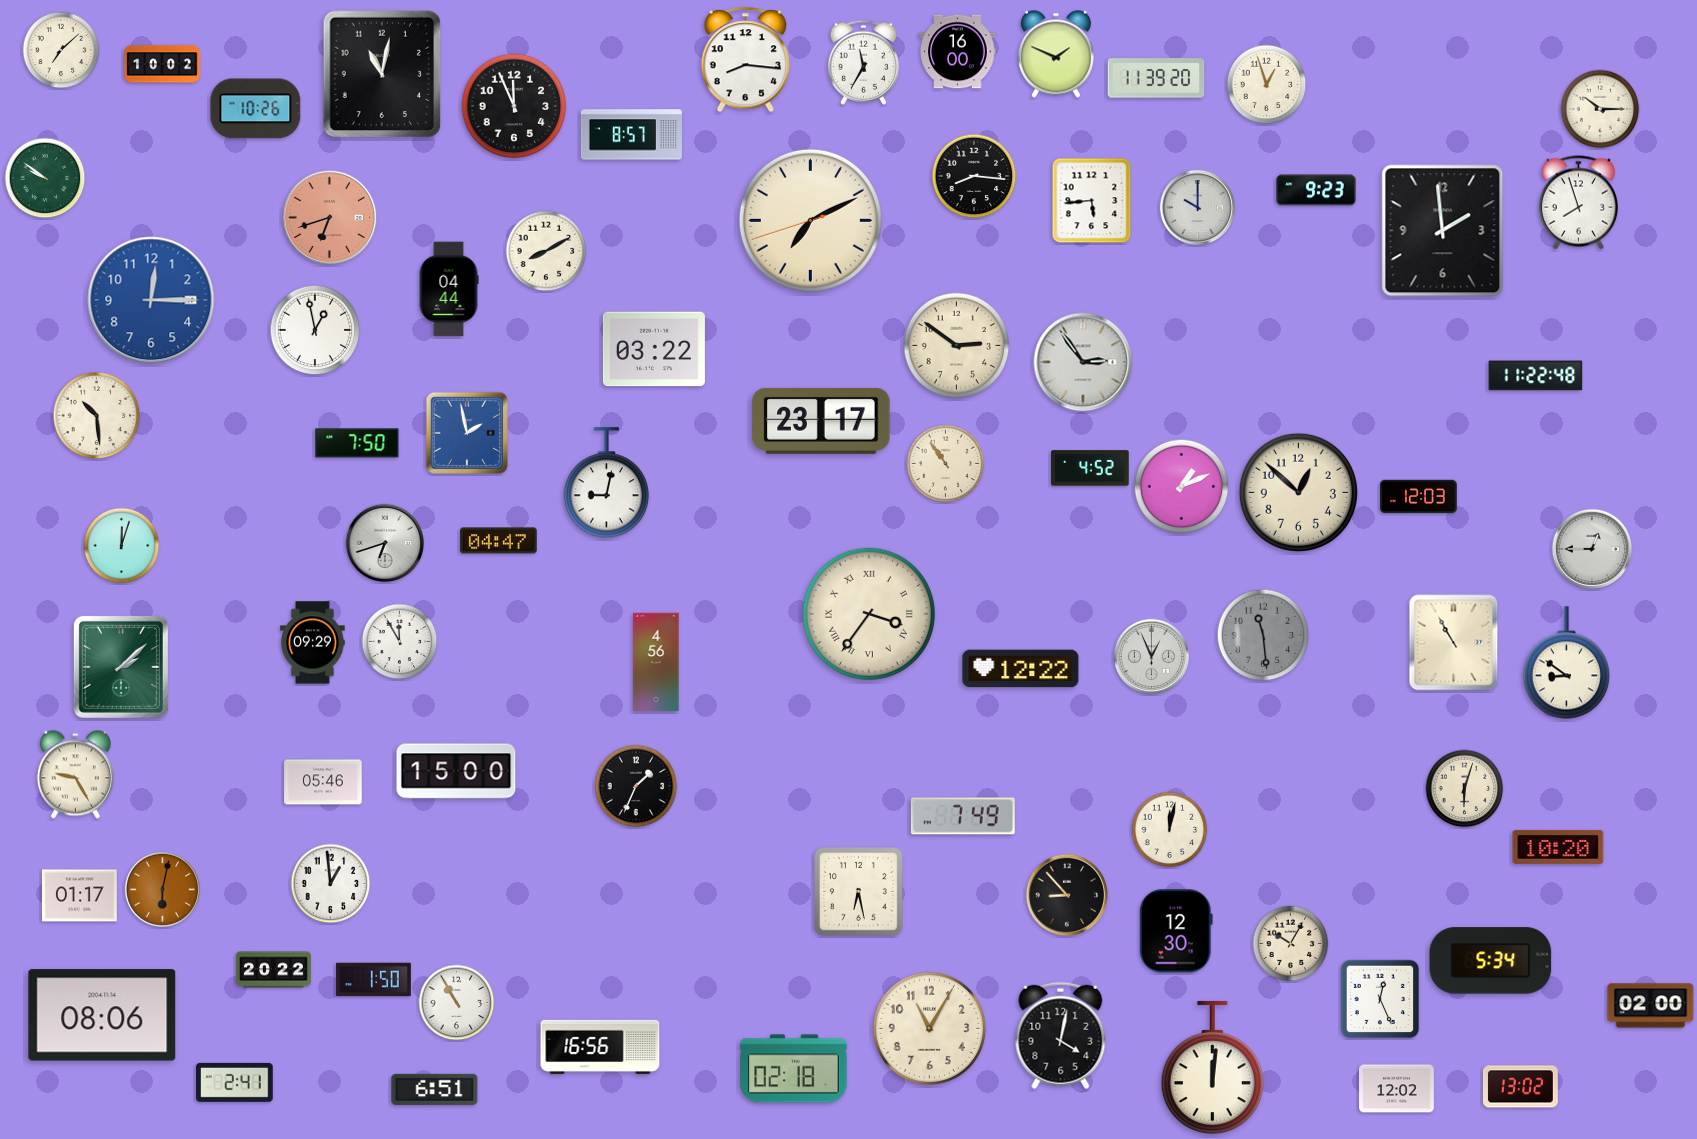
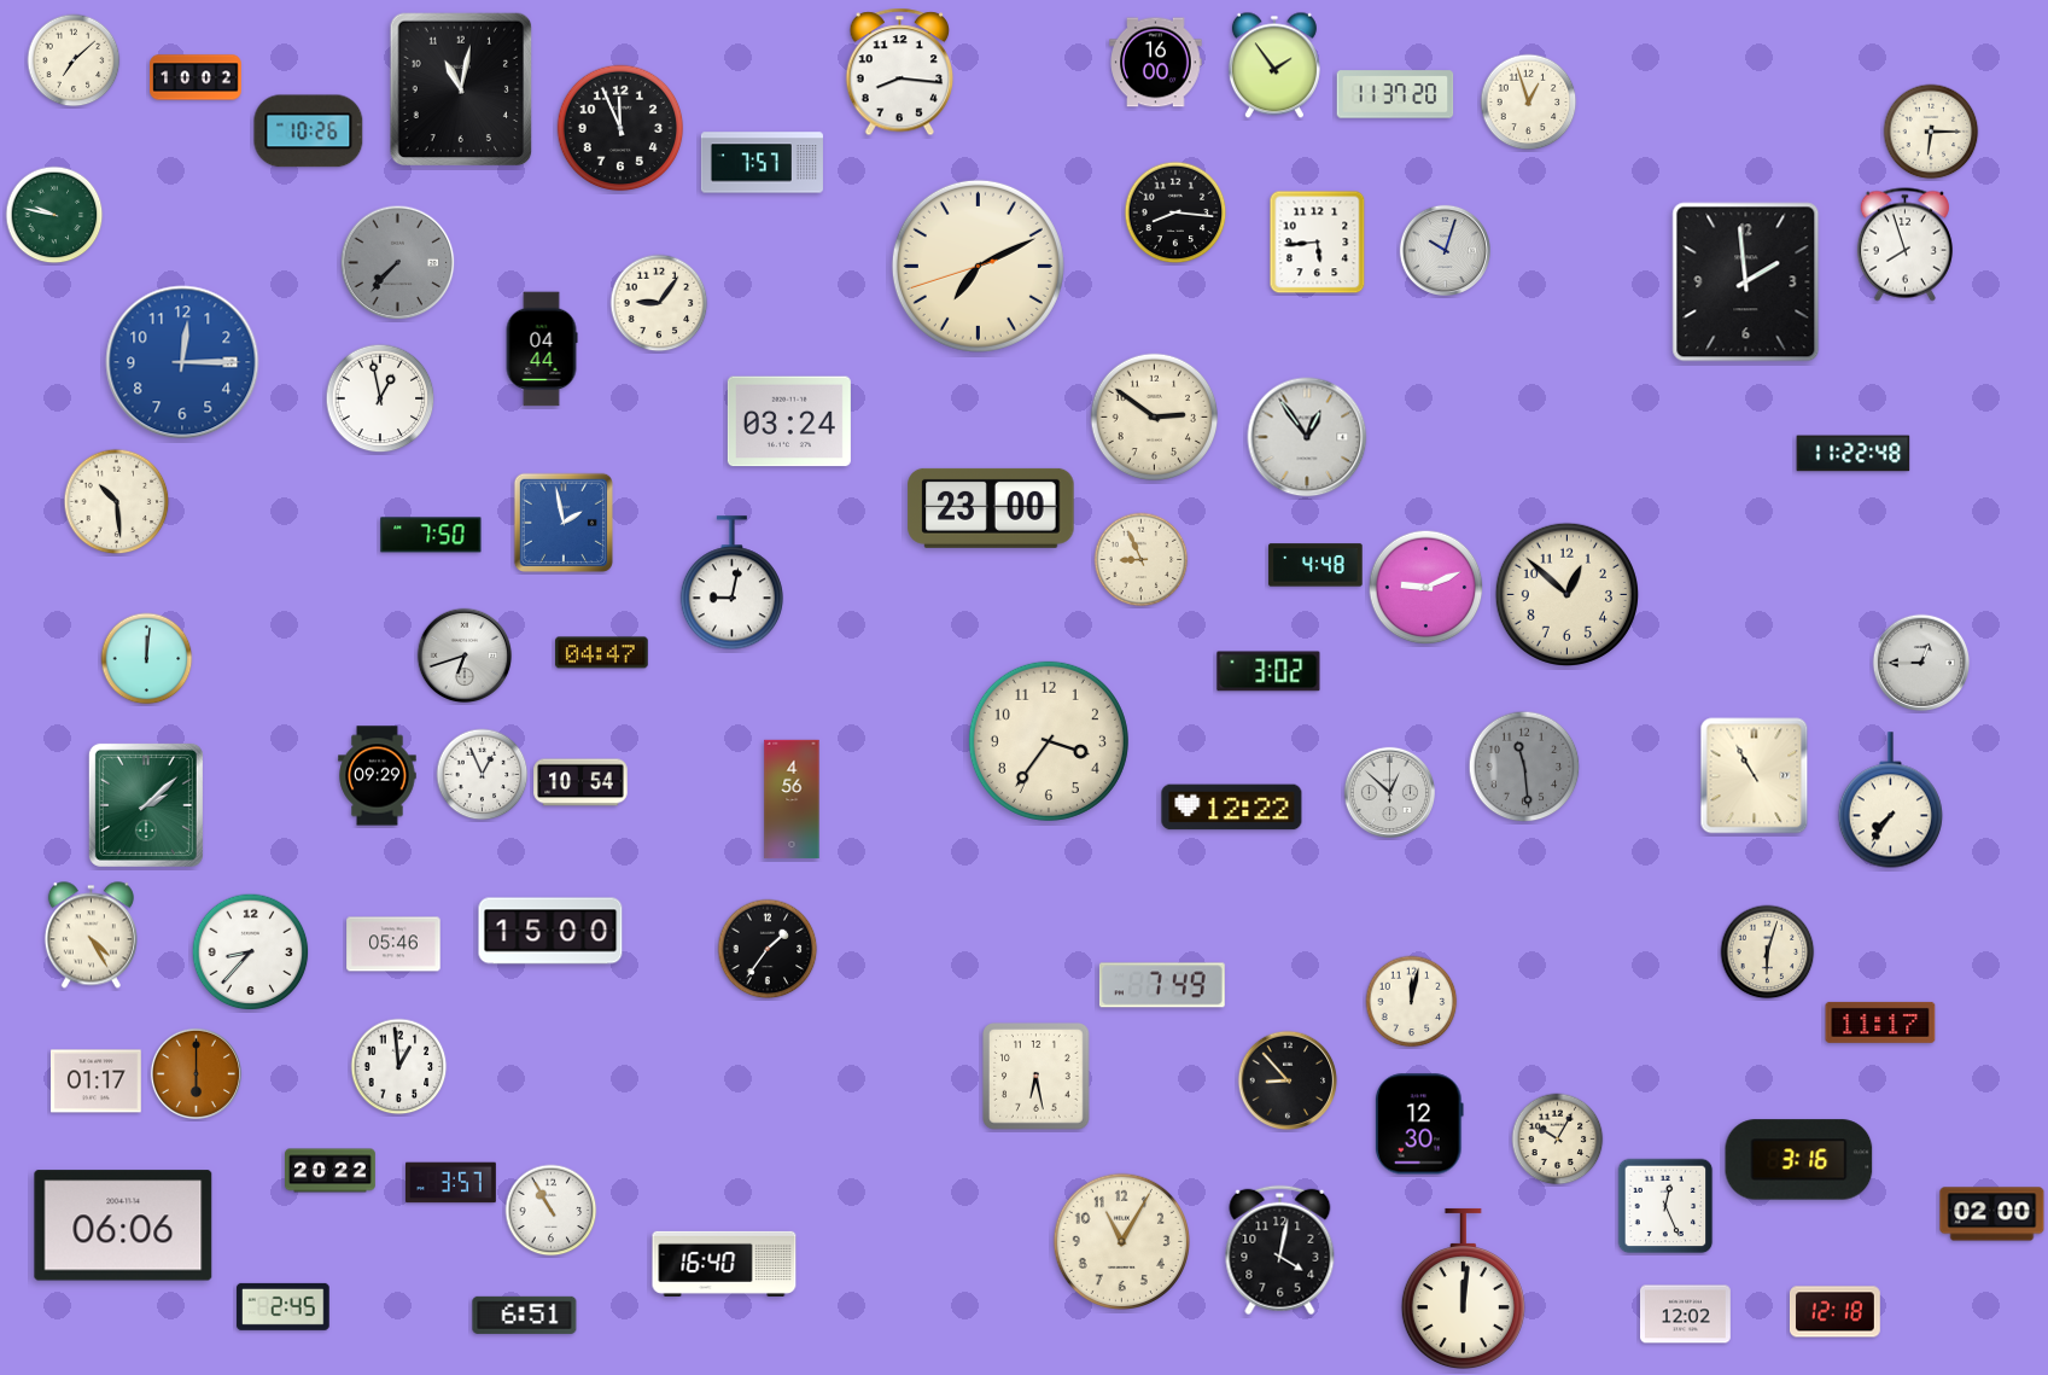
clock at (1056, 54): 1:49 -> 1:54
clock at (863, 62): 11:35 -> none
clock at (1156, 78): 11:39 -> 11:37
clock at (1600, 109): 10:15 -> 6:15
clock at (631, 135): 8:57 -> 7:57
clock at (45, 178): 9:51 -> 9:47
clock at (1316, 190): 9:23 -> none
clock at (1197, 207): 10:00 -> 10:03
clock at (330, 218): 6:42 -> 7:37
clock at (330, 218) dial: salmon -> grey
clock at (1443, 231) position: (1443, 231) -> (1746, 282)
clock at (546, 251): 8:10 -> 9:06
clock at (654, 349): 03:22 -> 03:24
clock at (1083, 362): 2:54 -> 12:54
clock at (821, 421): 23:17 -> 23:00
clock at (946, 464): 10:54 -> 8:56
clock at (1090, 468): 4:52 -> 4:48
clock at (1182, 487): 1:11 -> 9:11
clock at (1419, 497): 12:03 -> none
clock at (122, 546): 12:03 -> 12:01
clock at (1268, 671): none -> 3:02
clock at (869, 614) numerals: Roman -> Arabic
clock at (400, 642): 11:55 -> 12:56
clock at (580, 782): none -> 10:54
clock at (1151, 656): 12:56 -> 12:52
clock at (1566, 663): 8:51 -> 7:36
clock at (75, 775): 9:25 -> 4:25
clock at (323, 782) position: (323, 782) -> (393, 944)
clock at (636, 786): 1:34 -> 1:36
clock at (251, 952): none -> 8:37
clock at (1558, 847): 10:20 -> 11:17
clock at (162, 889): 6:02 -> 6:00
clock at (1491, 961): 5:34 -> 3:16
clock at (374, 980): 1:50 -> 3:57
clock at (102, 1015): 08:06 -> 06:06
clock at (600, 1047): 16:56 -> 16:40
clock at (794, 1069): 02:18 -> none
clock at (235, 1082): 2:41 -> 2:45
clock at (1520, 1087): 13:02 -> 12:18
